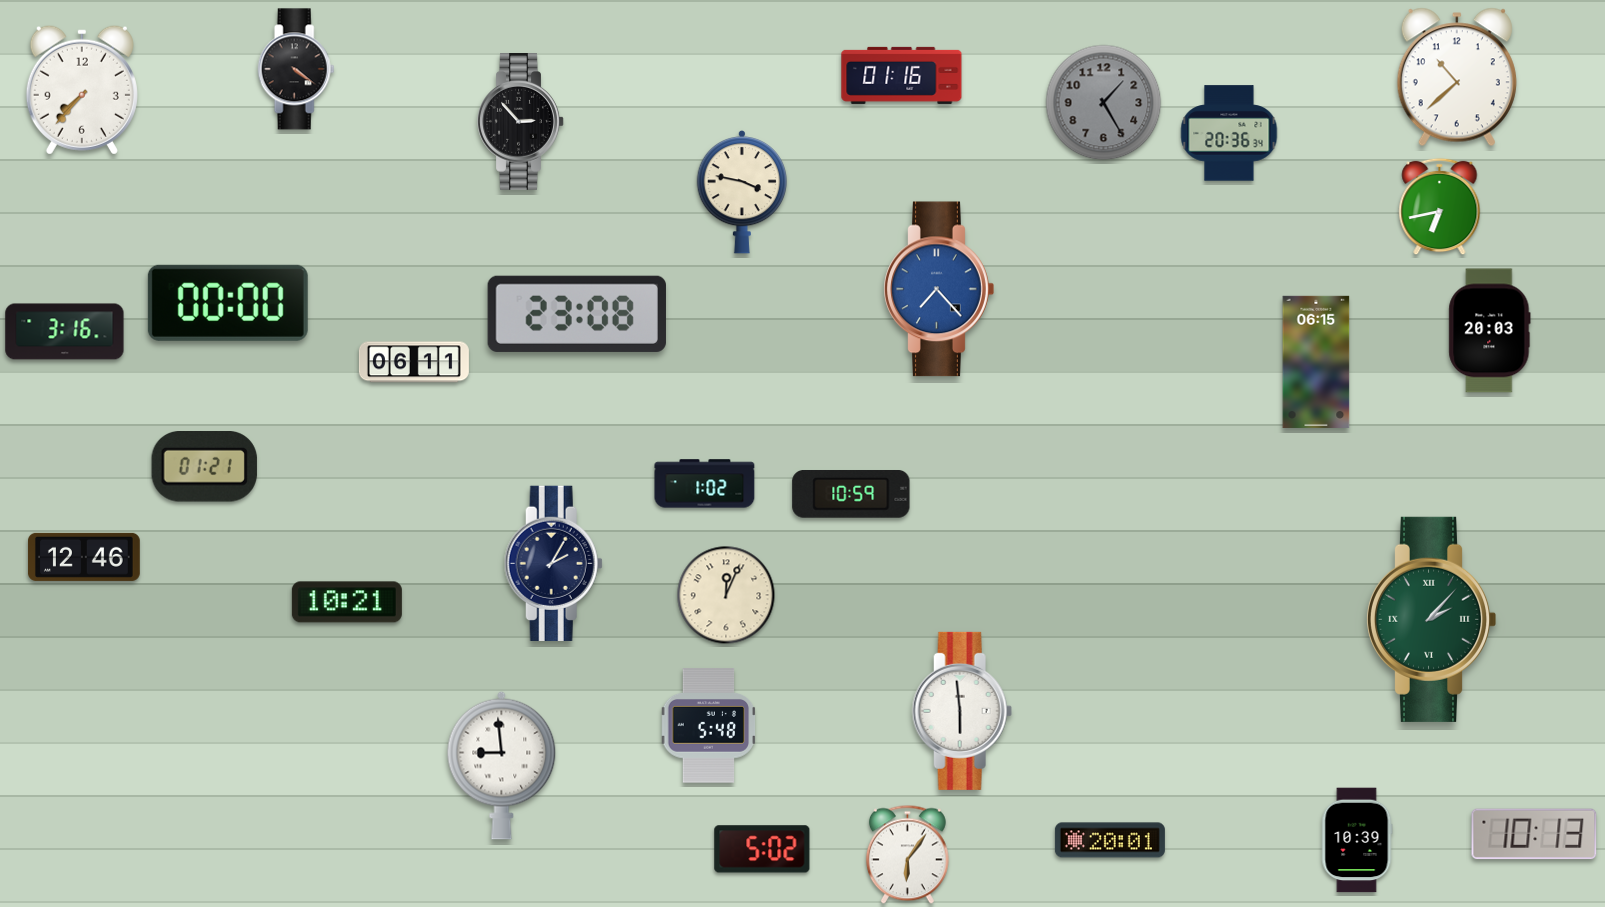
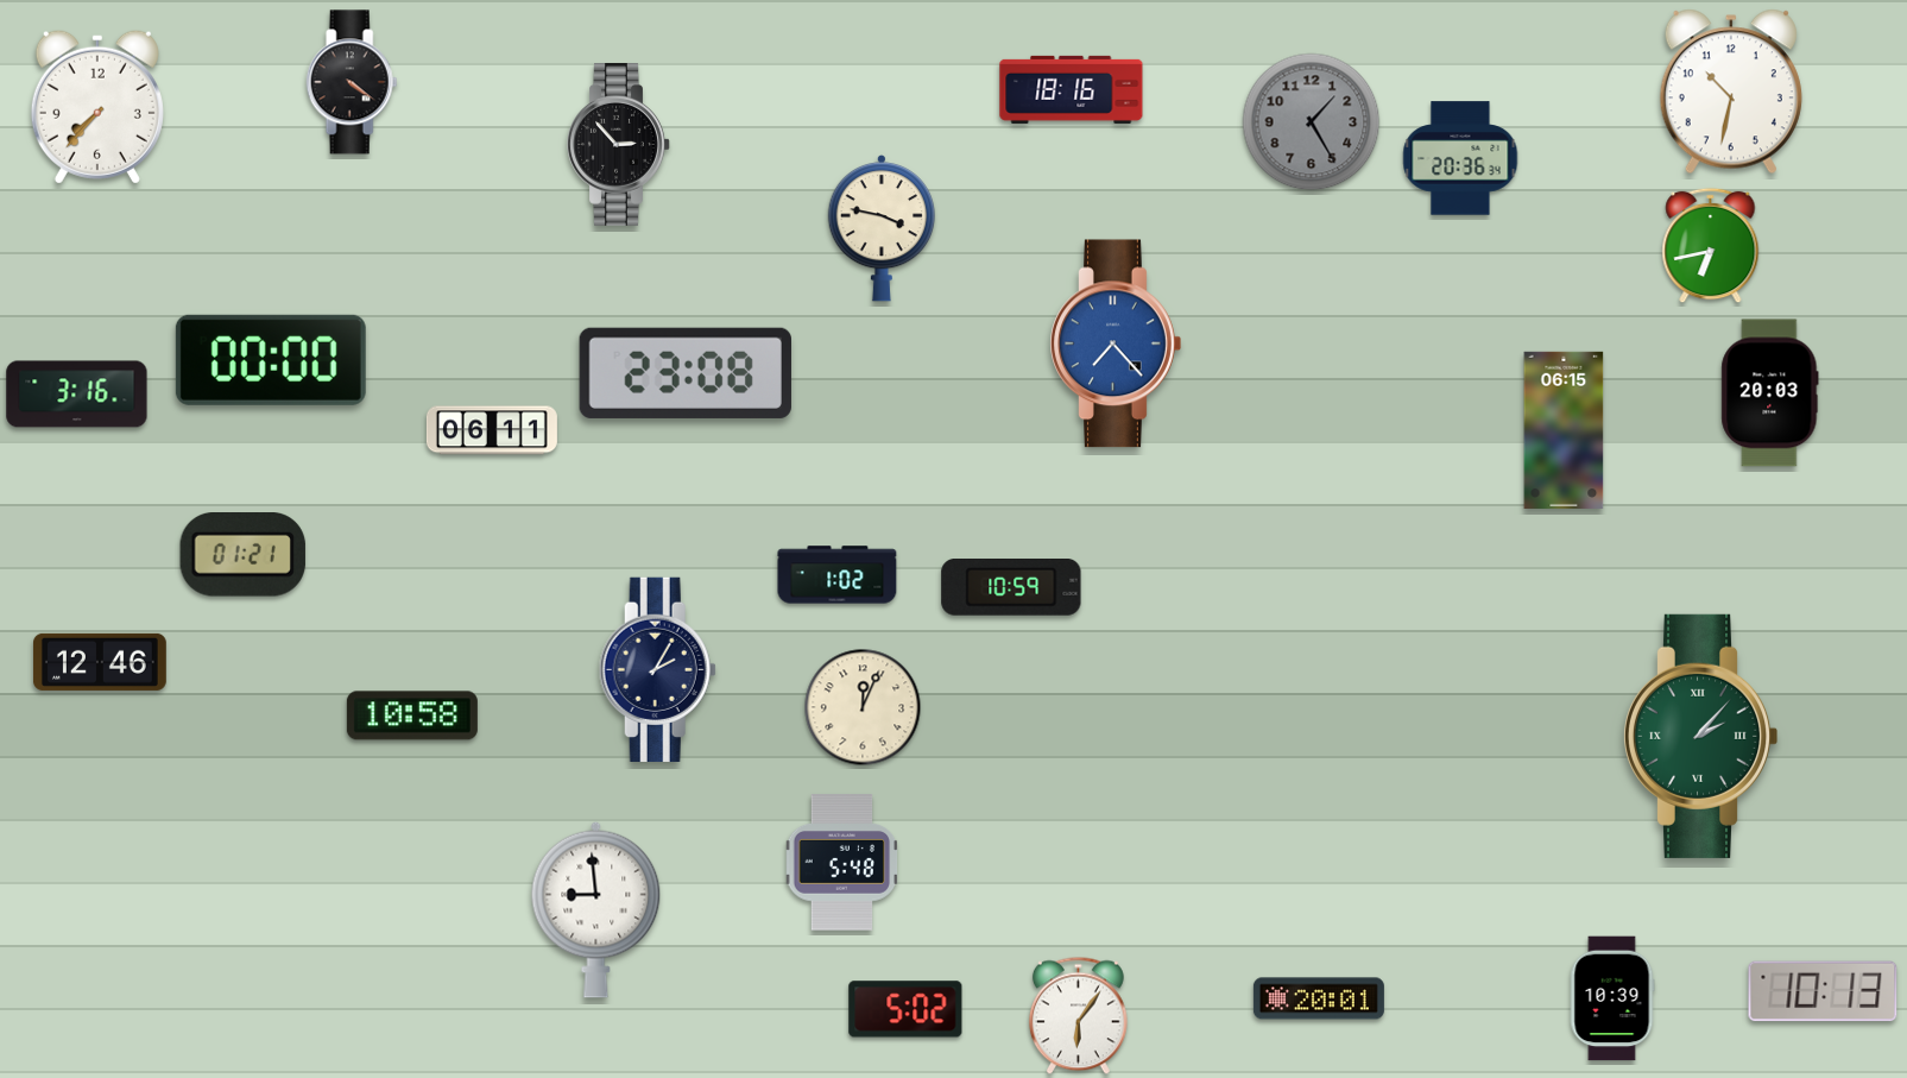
clock at (902, 75): 01:16 -> 18:16
clock at (1457, 77): 10:38 -> 10:32
clock at (347, 602): 10:21 -> 10:58
clock at (962, 711): 5:59 -> none
